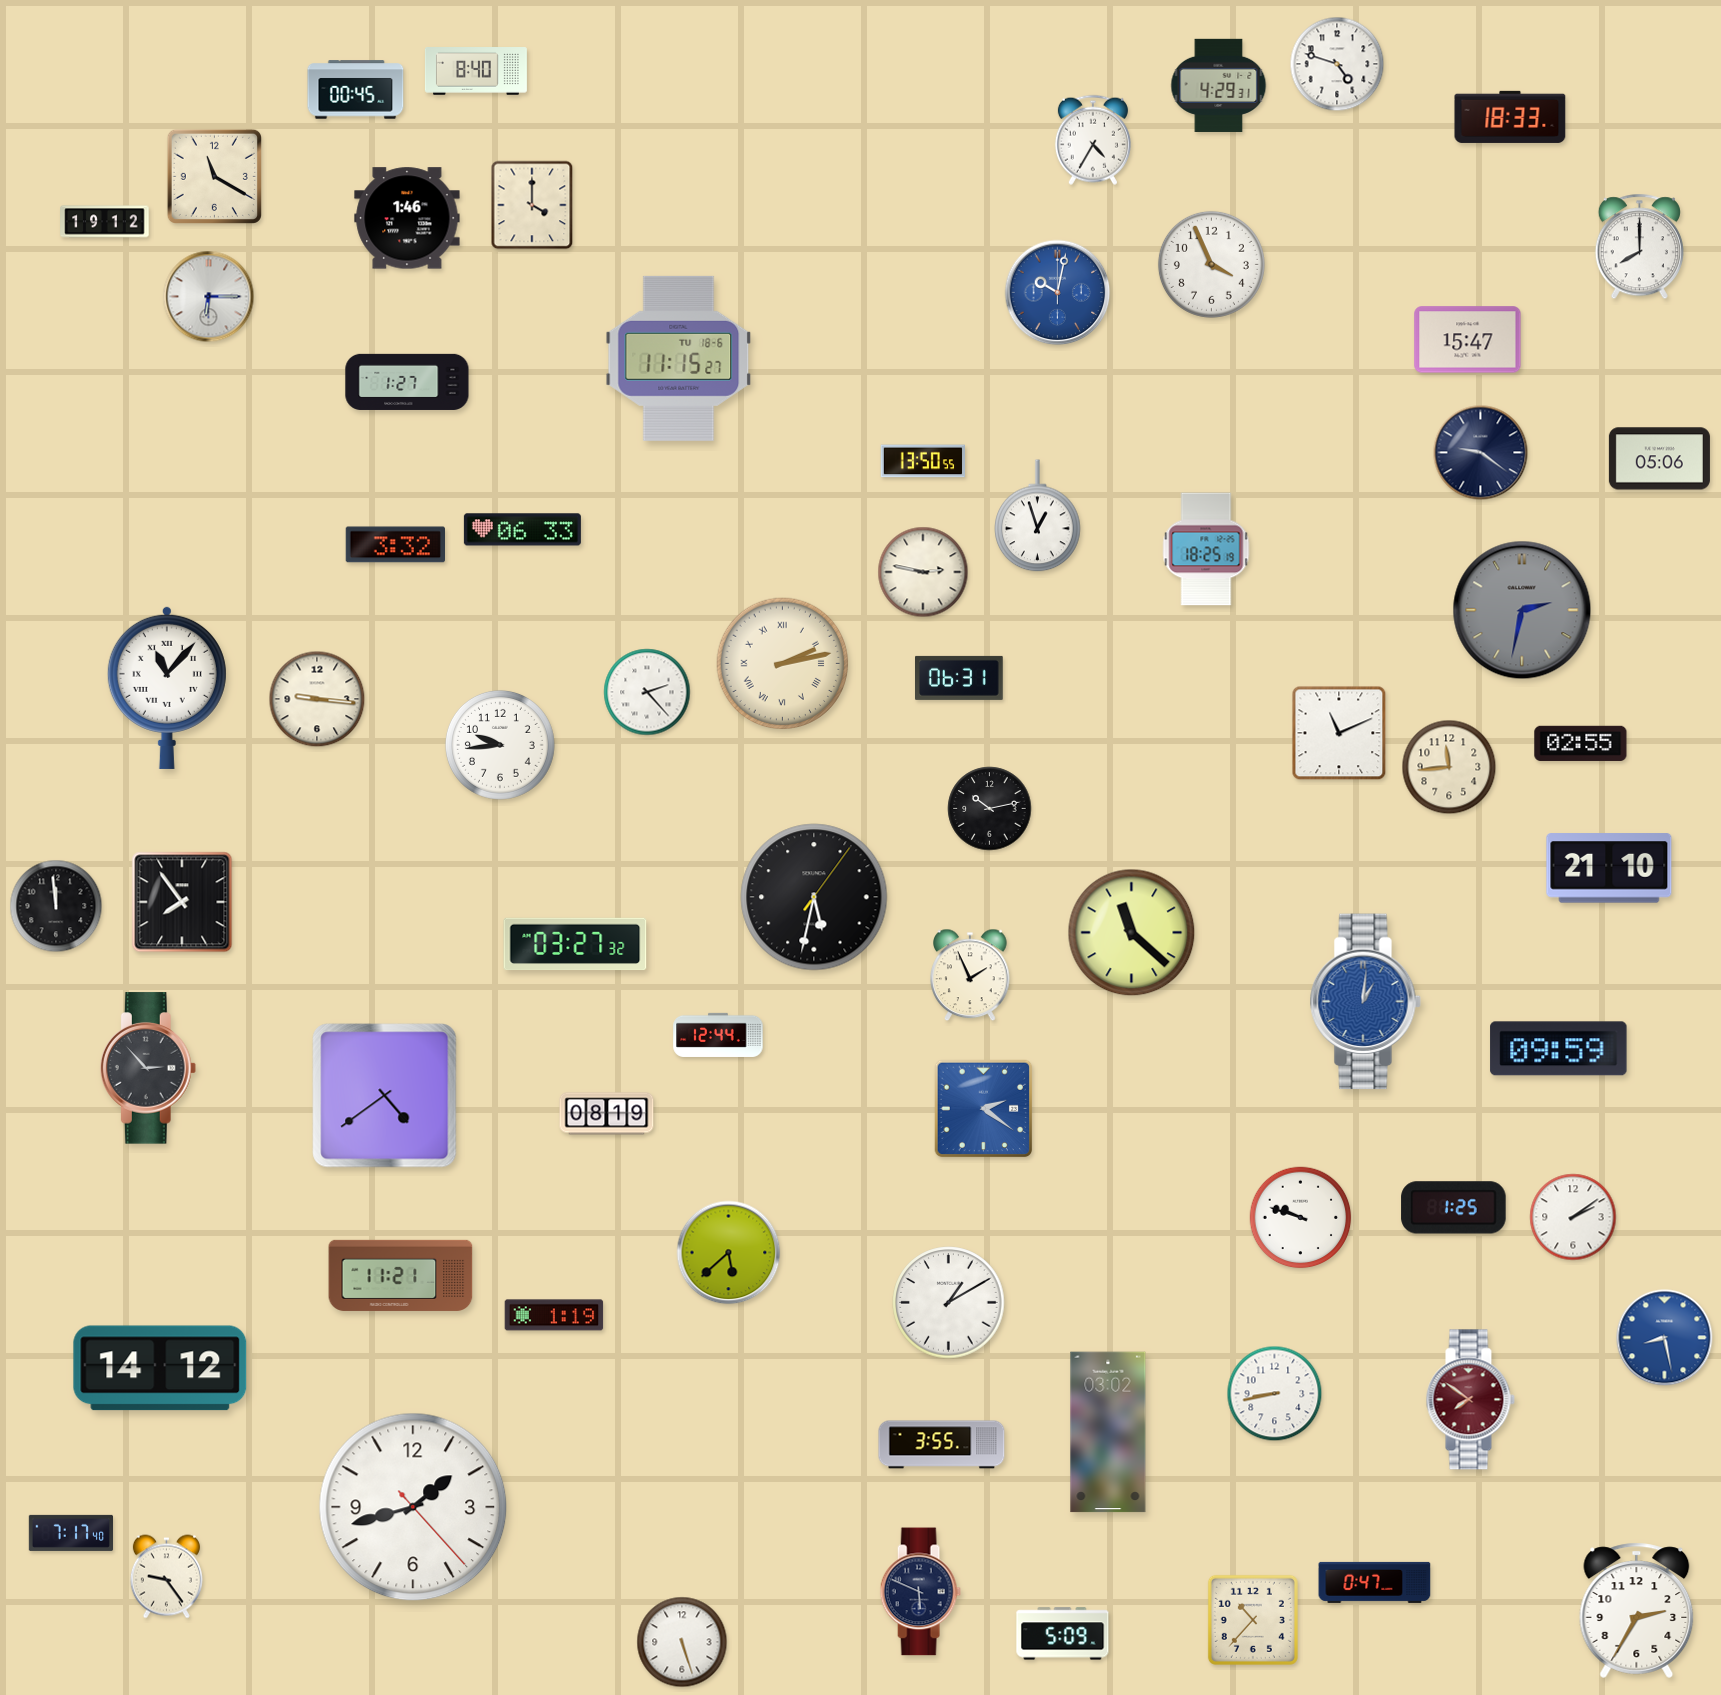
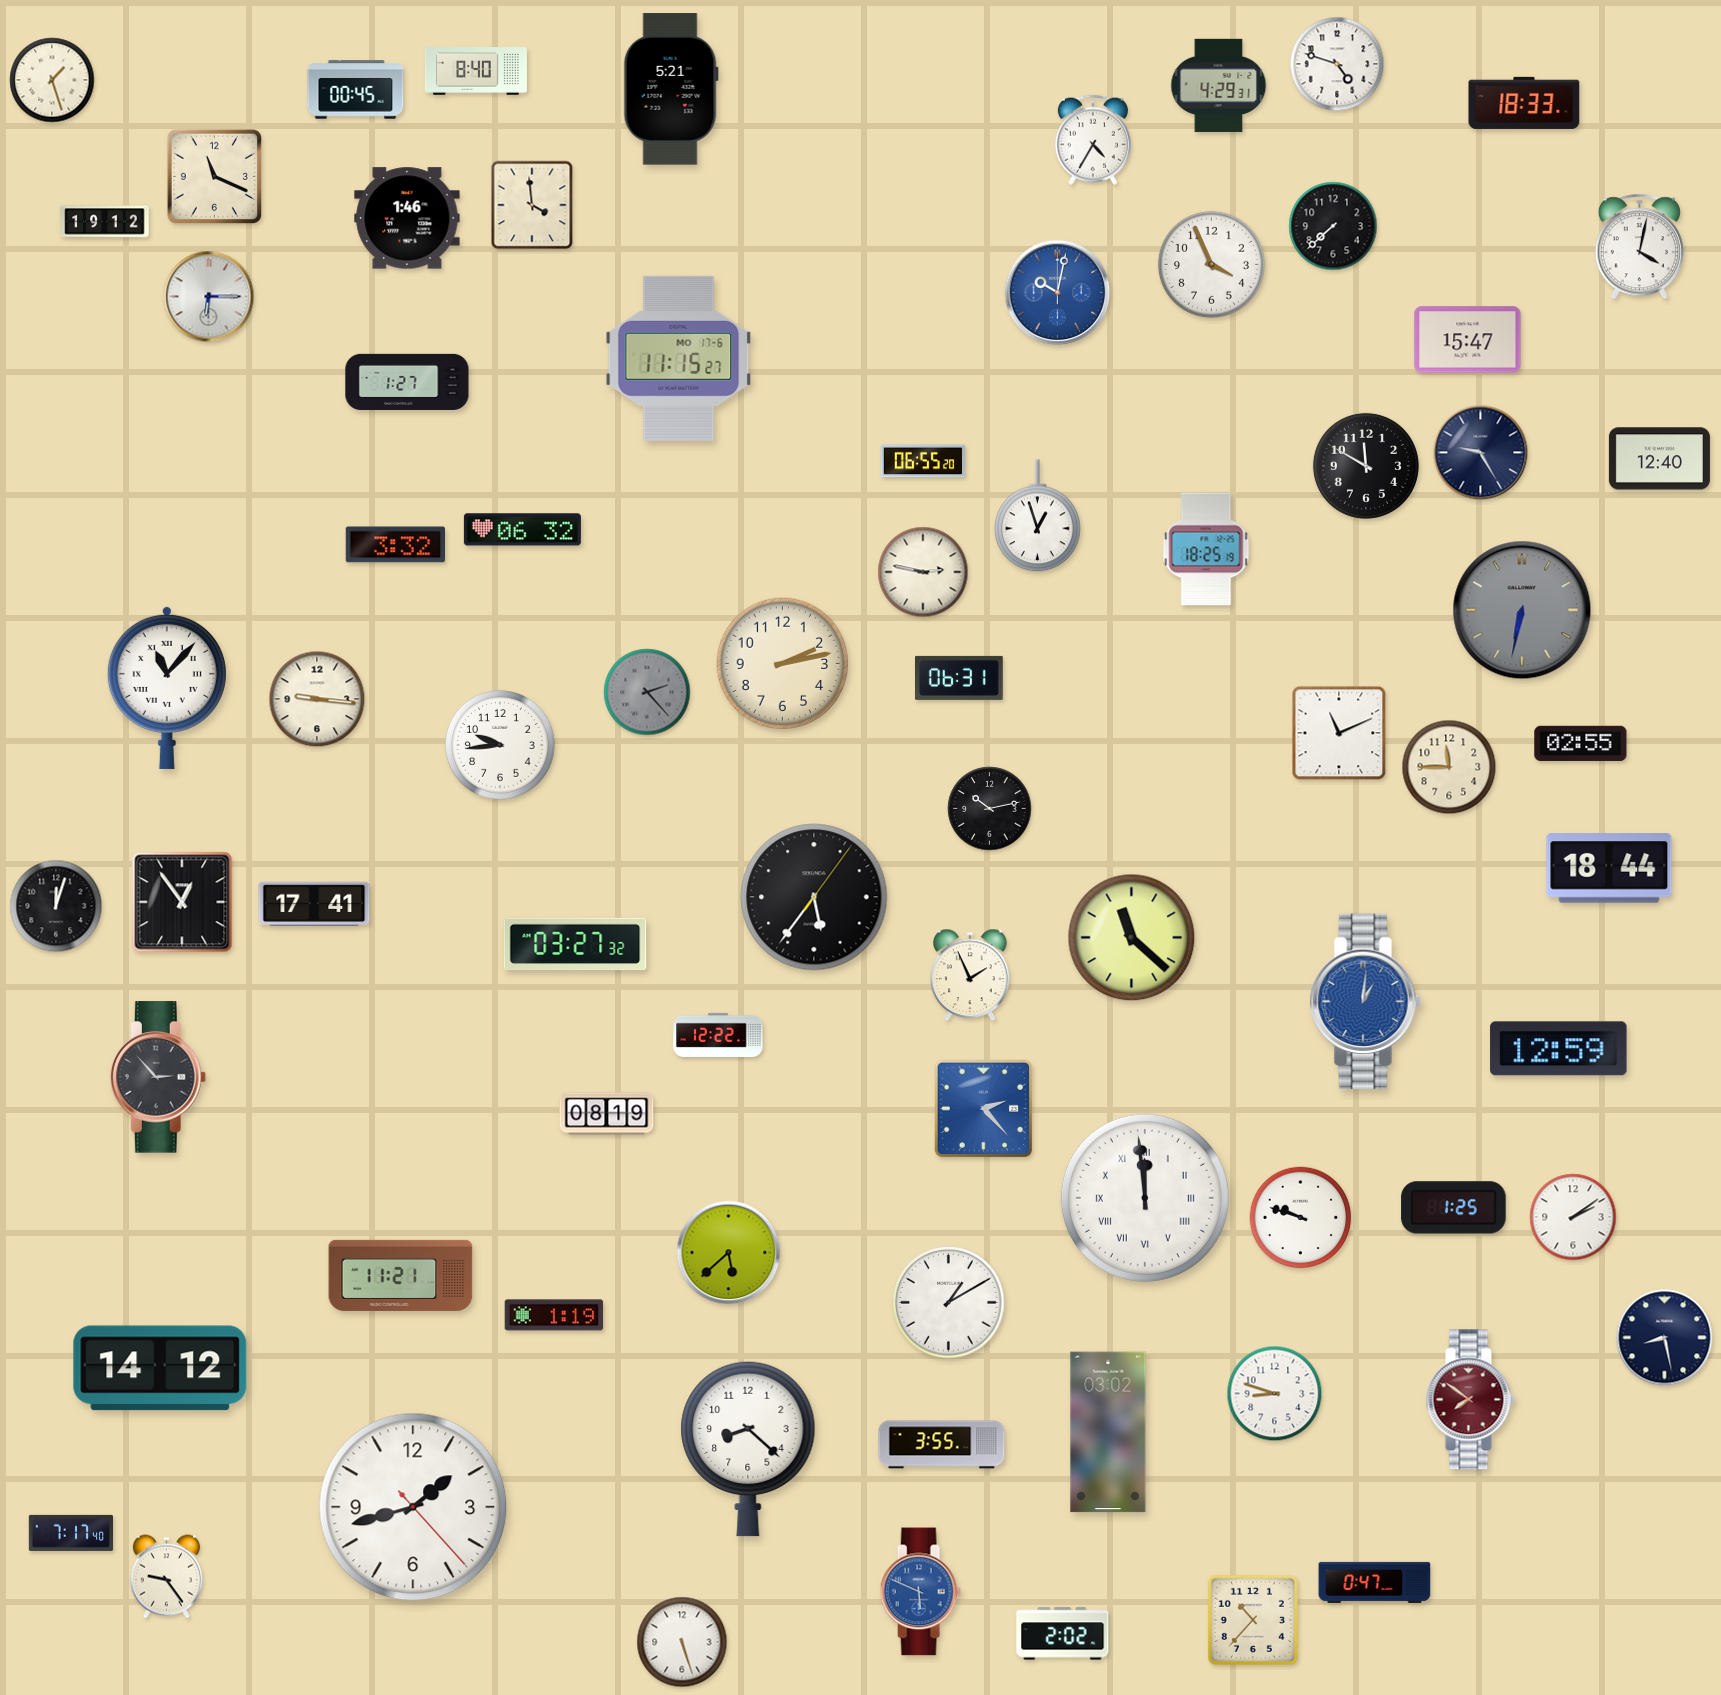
clock at (52, 80): none -> 1:27
clock at (671, 89): none -> 5:21
clock at (1510, 117) position: (1510, 117) -> (1524, 103)
clock at (214, 176): 11:20 -> 11:19
clock at (532, 205): 4:00 -> 3:59
clock at (1333, 226): none -> 7:38
clock at (1639, 247): 8:00 -> 4:02
clock at (679, 358) date: TU 18-6 -> MO 17-6
clock at (1481, 453): 9:21 -> 9:25
clock at (1659, 459): 05:06 -> 12:40
clock at (922, 461): 13:50 -> 06:55
clock at (1366, 466): none -> 11:50
clock at (522, 530): 06:33 -> 06:32
clock at (1522, 610): 2:32 -> 6:32
clock at (783, 664) numerals: Roman -> Arabic
clock at (647, 692) dial: white -> grey
clock at (1449, 767): 11:44 -> 11:45
clock at (1609, 868): 21:10 -> 18:44
clock at (814, 897): 5:32 -> 5:36
clock at (182, 902): 7:54 -> 12:54
clock at (314, 903): none -> 17:41
clock at (56, 906): 11:59 -> 12:03
clock at (1132, 933) position: (1132, 933) -> (1132, 938)
clock at (718, 1035): 12:44 -> 12:22
clock at (1559, 1049): 09:59 -> 12:59
clock at (148, 1068) position: (148, 1068) -> (158, 1077)
clock at (385, 1096): 4:39 -> none
clock at (984, 1109): 2:21 -> 2:23
clock at (1145, 1198): none -> 11:59
clock at (1665, 1338) dial: blue -> navy
clock at (1275, 1394): 8:43 -> 8:48
clock at (748, 1449): none -> 8:22
clock at (920, 1592) dial: navy -> blue
clock at (1637, 1610): 2:35 -> none
clock at (1063, 1634): 5:09 -> 2:02
